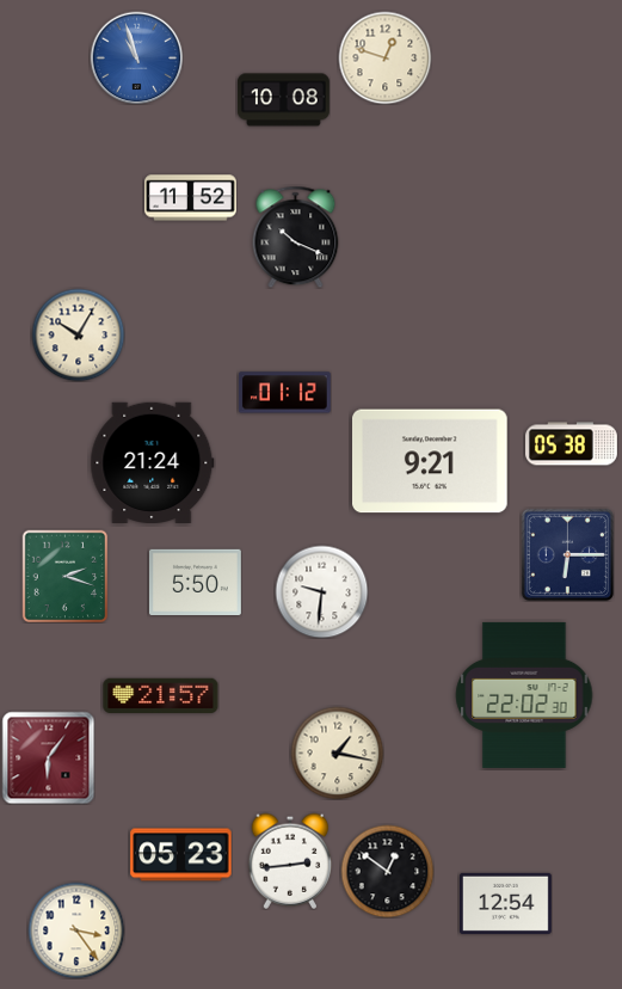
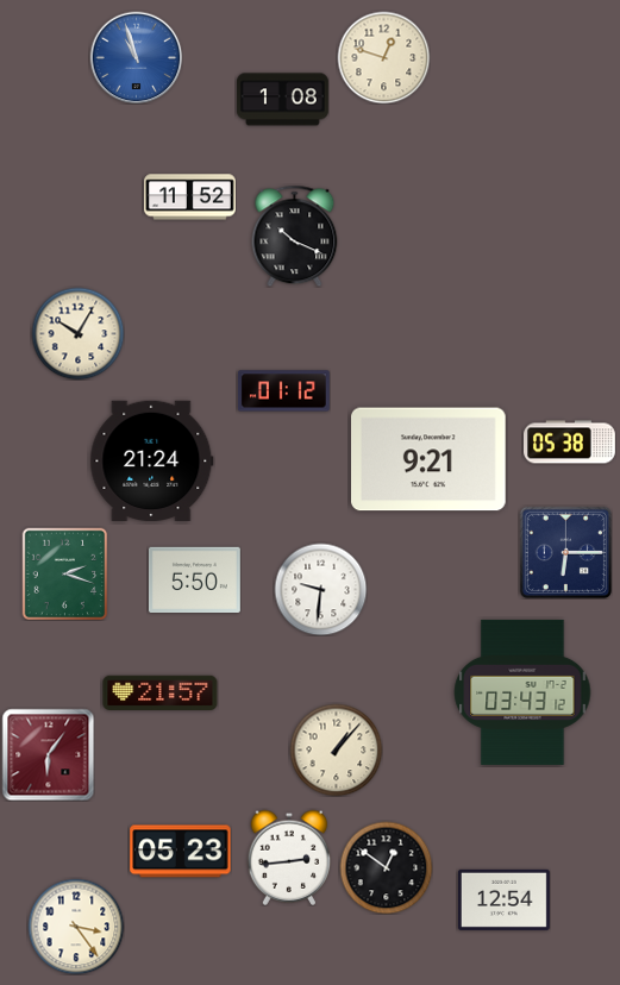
clock at (283, 100): 10:08 -> 1:08
clock at (524, 695): 22:02 -> 03:43
clock at (337, 752): 1:17 -> 1:07
